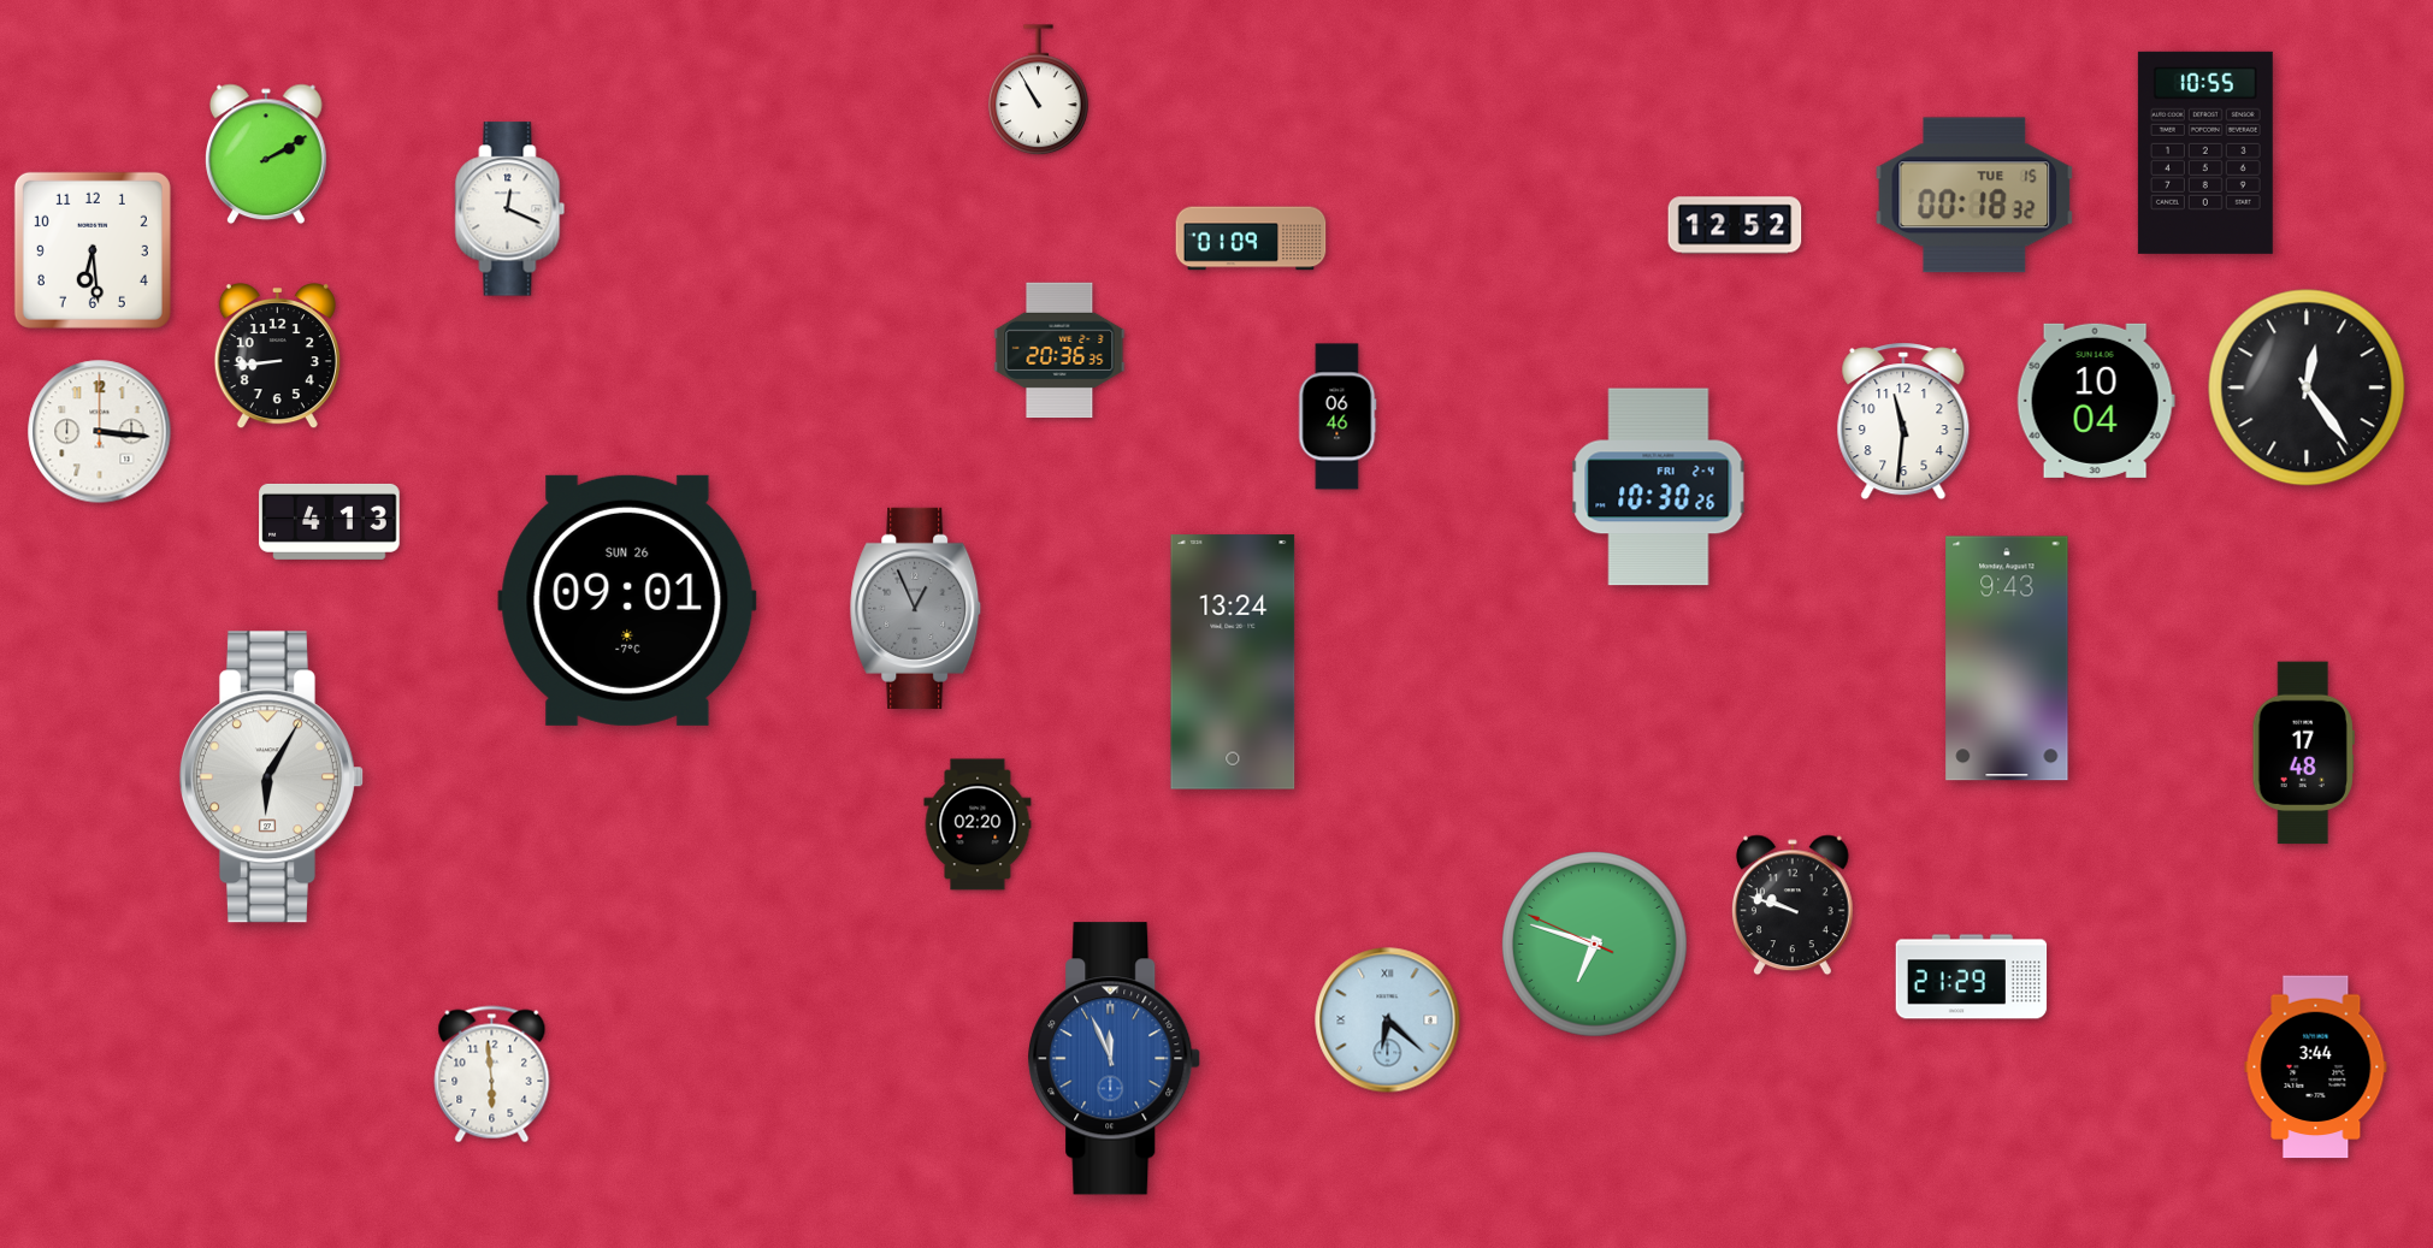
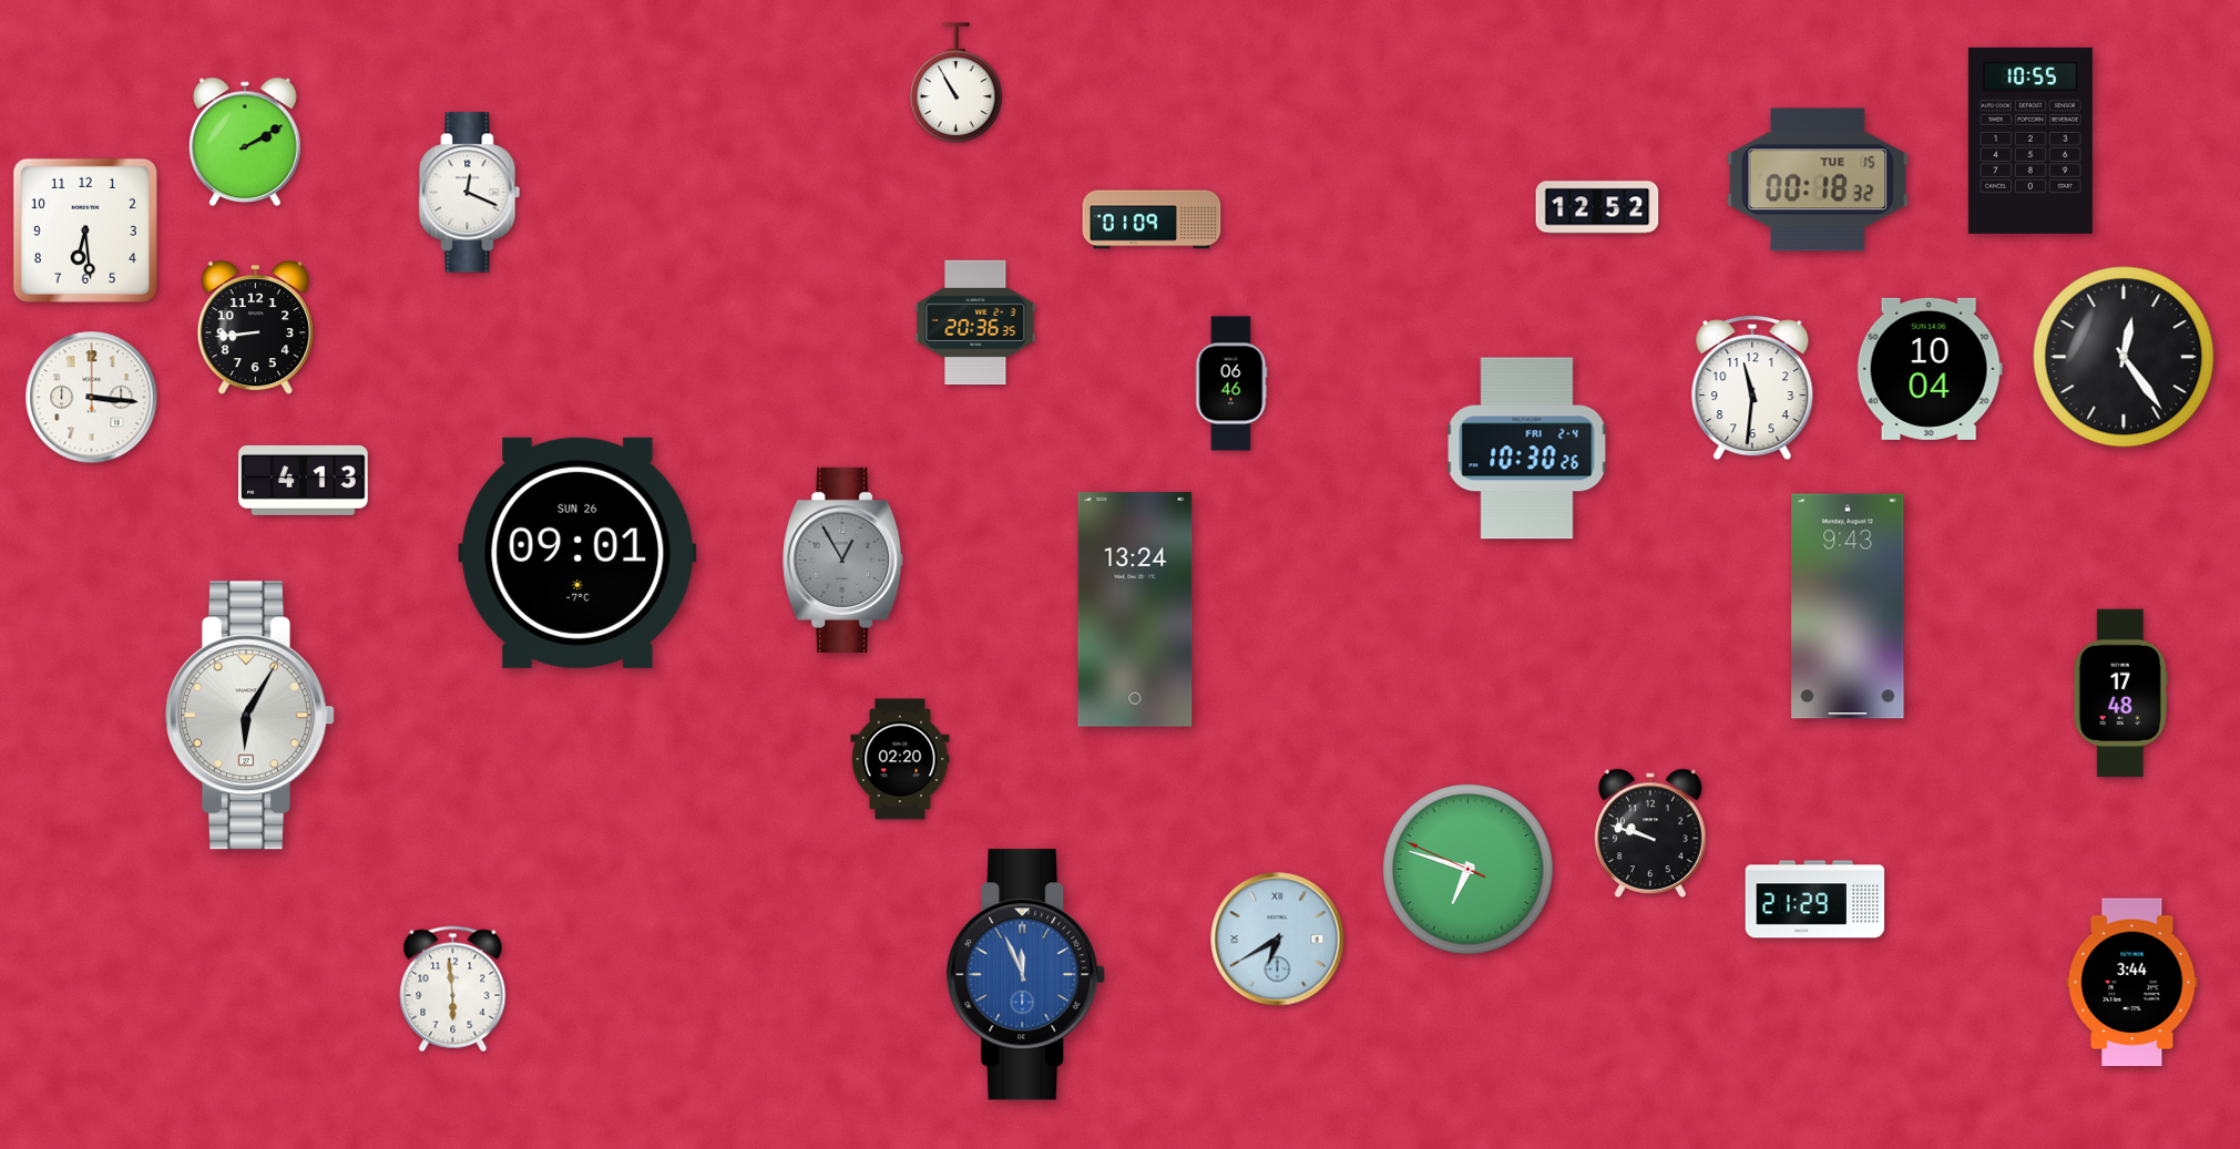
clock at (916, 608): 12:56 -> 12:55
clock at (1388, 1021): 6:22 -> 6:40
